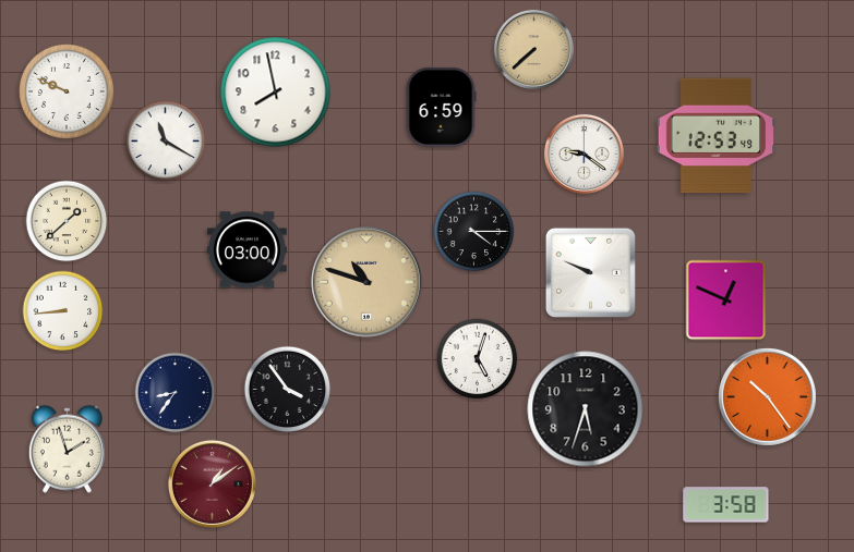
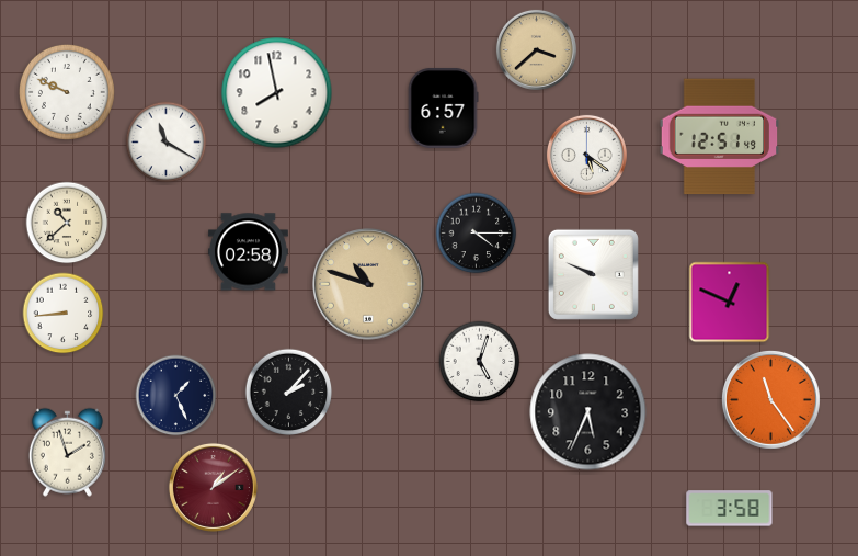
clock at (533, 49): 7:38 -> 3:38
clock at (441, 107): 6:59 -> 6:57
clock at (717, 136): 12:53 -> 12:51
clock at (584, 154): 9:21 -> 5:21
clock at (67, 221): 1:38 -> 10:38
clock at (246, 250): 03:00 -> 02:58
clock at (288, 390): 3:54 -> 2:07
clock at (176, 393): 8:36 -> 1:26
clock at (767, 396): 10:24 -> 11:24
clock at (586, 409): 5:33 -> 5:34
